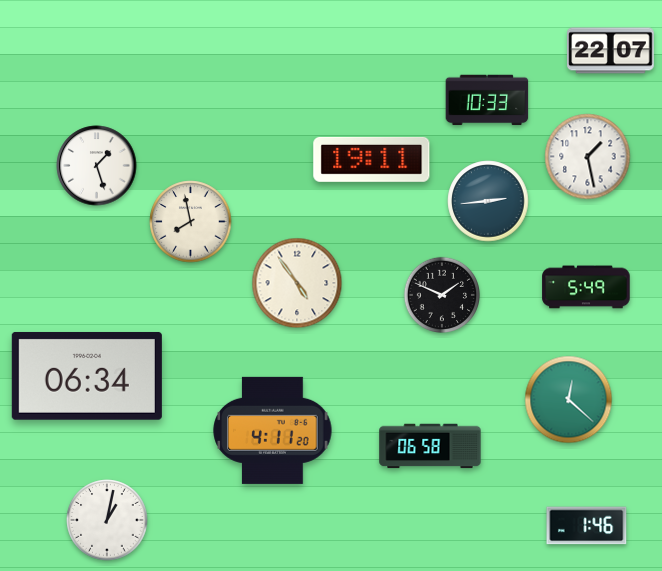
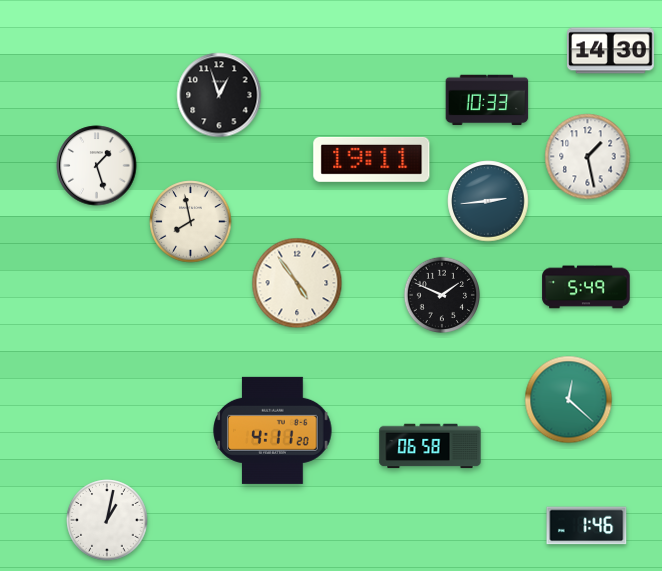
clock at (611, 51): 22:07 -> 14:30
clock at (219, 95): none -> 12:57
clock at (87, 376): 06:34 -> none
